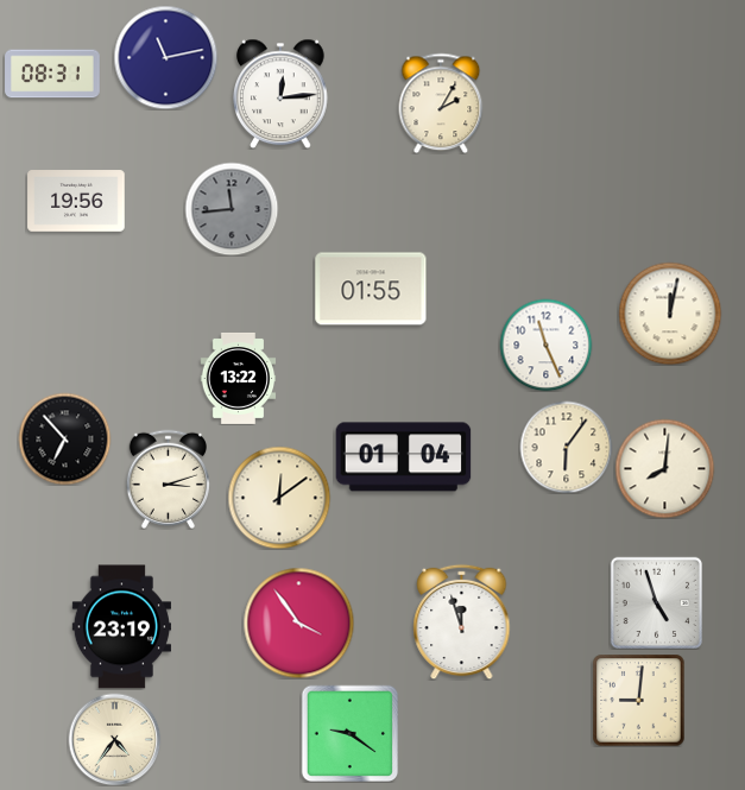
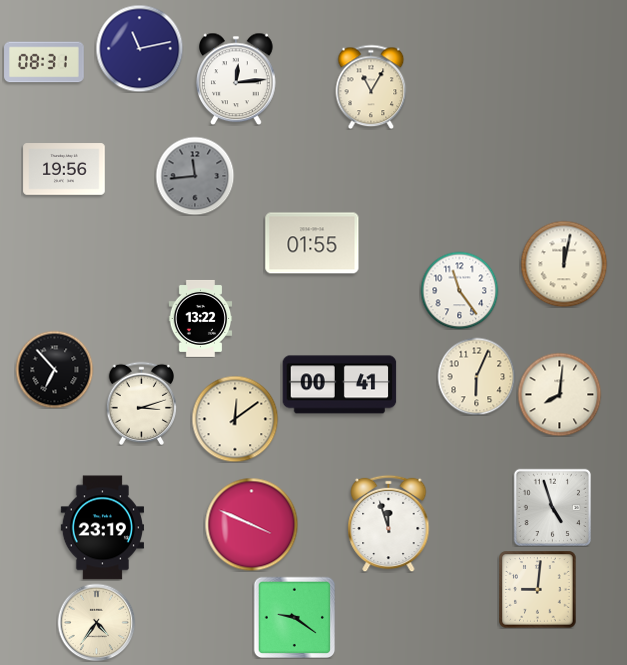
clock at (441, 103): 2:05 -> 11:05
clock at (545, 345): 11:26 -> 11:24
clock at (566, 447): 6:06 -> 6:04
clock at (404, 457): 01:04 -> 00:41
clock at (298, 622): 3:54 -> 3:49
